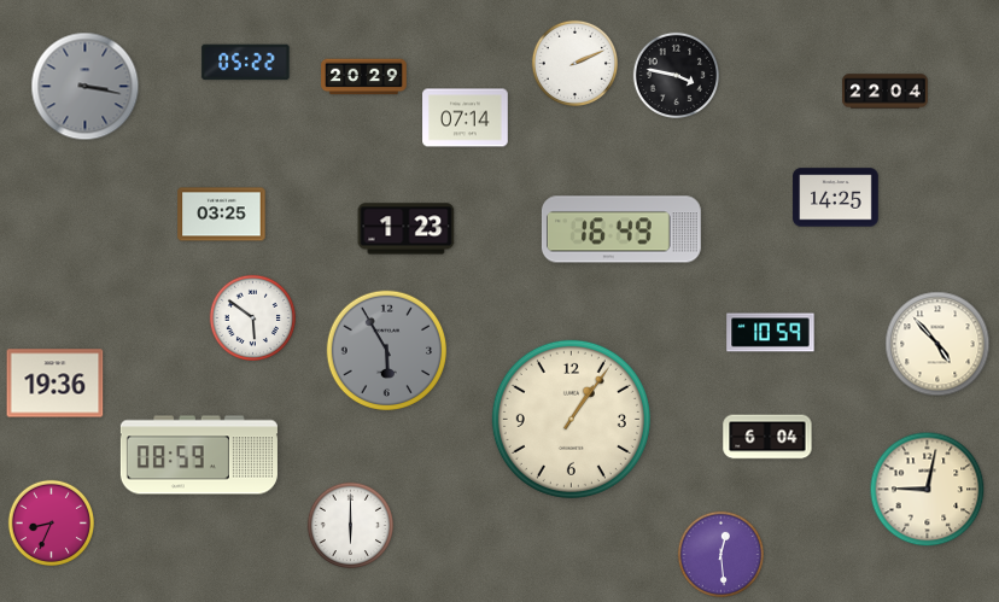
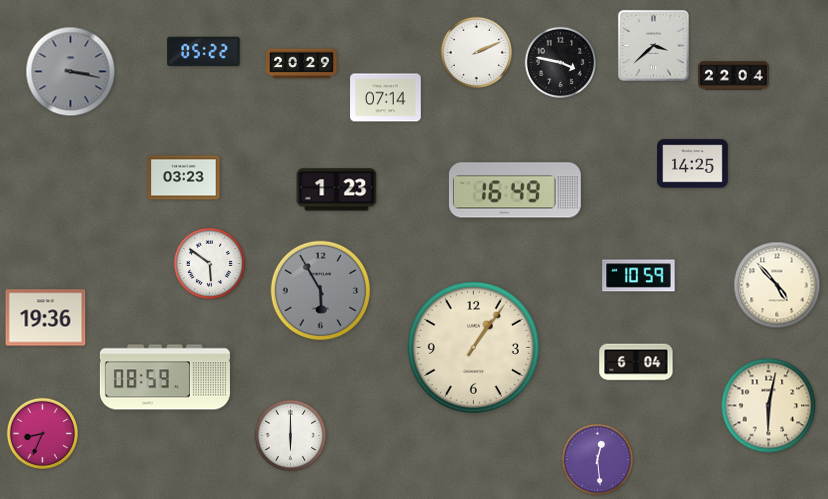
clock at (653, 45): none -> 3:38
clock at (222, 215): 03:25 -> 03:23
clock at (928, 490): 9:02 -> 6:02
